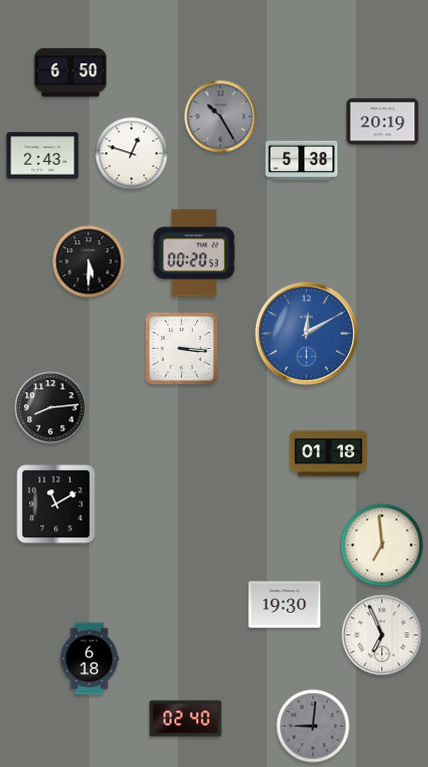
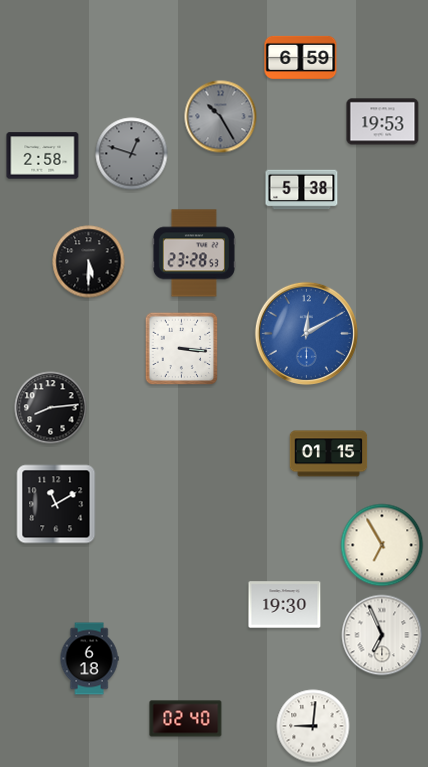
clock at (301, 57): none -> 6:59
clock at (71, 73): 6:50 -> none
clock at (383, 122): 20:19 -> 19:53
clock at (132, 154) dial: white -> grey
clock at (43, 156): 2:43 -> 2:58
clock at (302, 161) position: (302, 161) -> (302, 190)
clock at (194, 253): 00:20 -> 23:28
clock at (329, 454): 01:18 -> 01:15
clock at (382, 545): 6:59 -> 6:55
clock at (313, 726) dial: grey -> white
